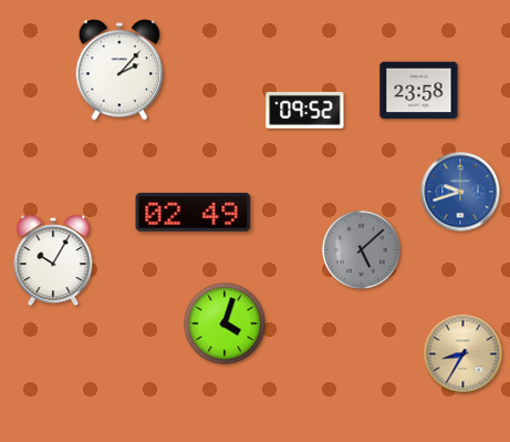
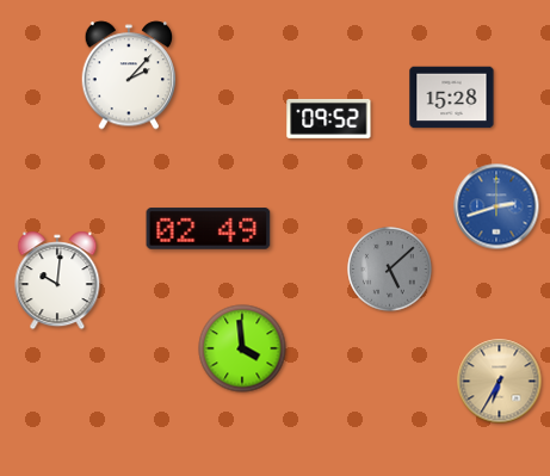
clock at (419, 91): 23:58 -> 15:28
clock at (460, 192): 9:42 -> 2:42
clock at (53, 260): 10:05 -> 10:01
clock at (225, 323): 4:03 -> 3:59
clock at (464, 354): 8:35 -> 6:35
